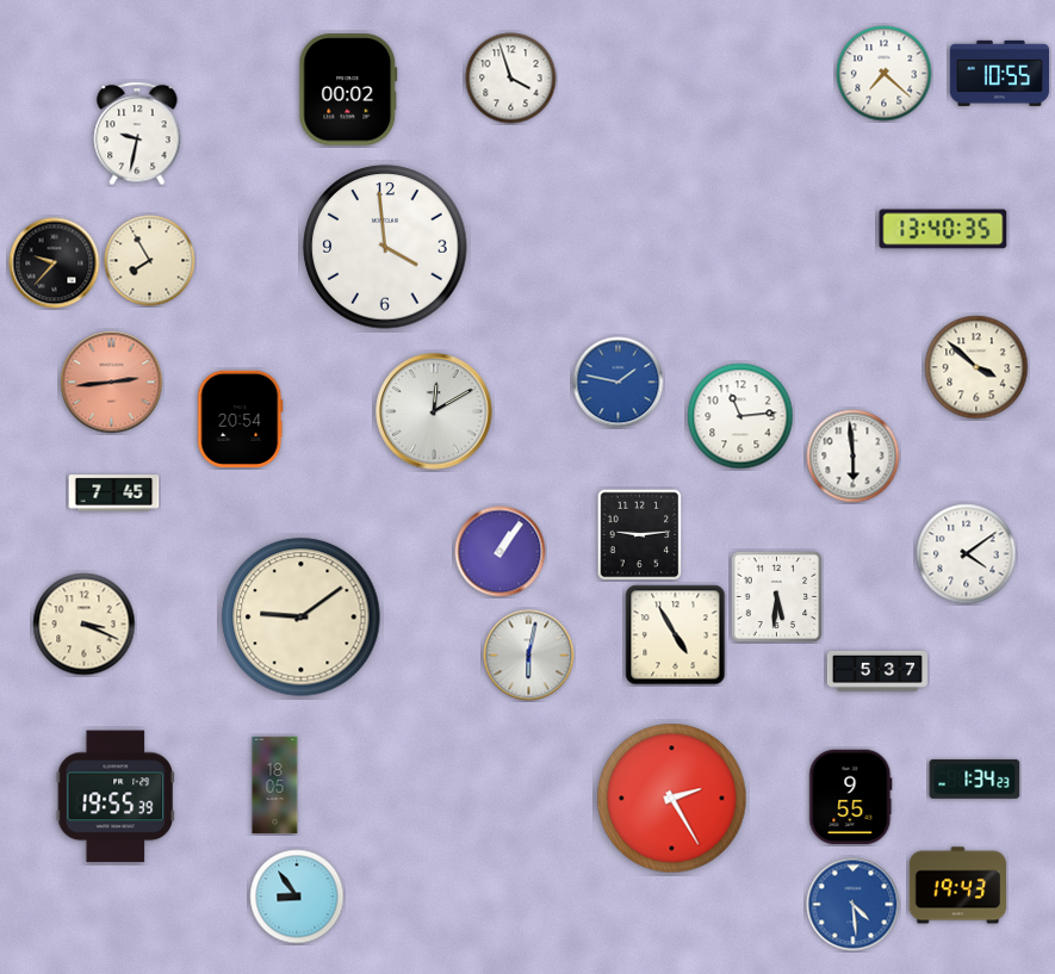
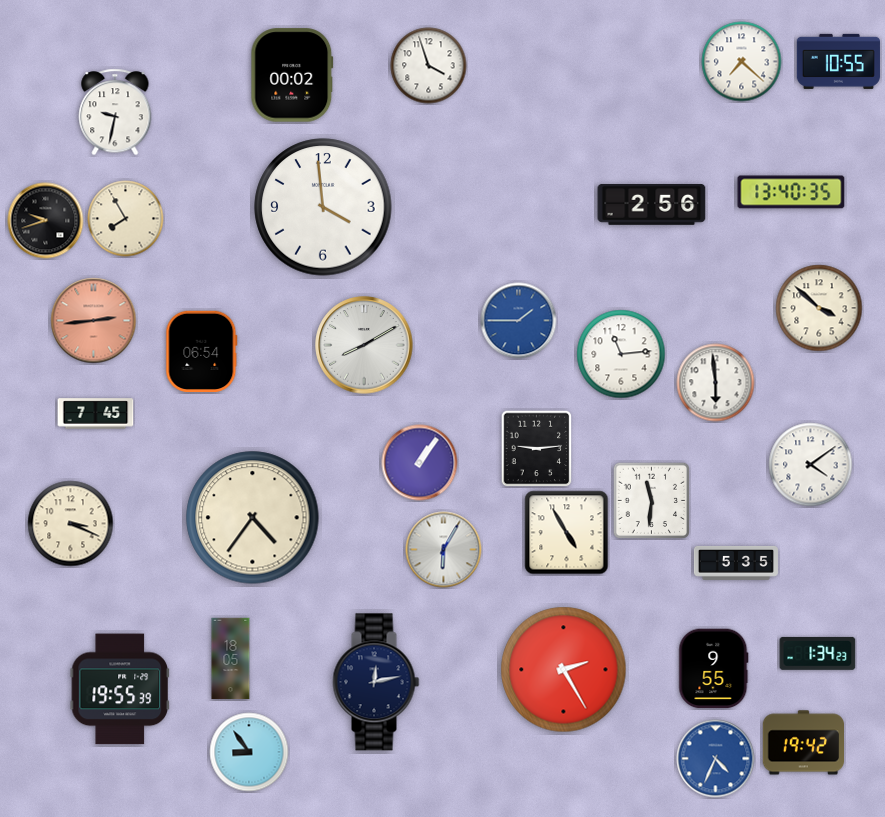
clock at (652, 205): none -> 2:56
clock at (55, 263): 9:37 -> 9:42
clock at (619, 383): 1:47 -> 1:45
clock at (434, 411): 12:10 -> 8:10
clock at (740, 416) position: (740, 416) -> (621, 354)
clock at (241, 420): 20:54 -> 06:54
clock at (776, 596): 5:31 -> 11:31
clock at (302, 618): 9:09 -> 4:36
clock at (529, 656): 6:02 -> 6:05
clock at (877, 671): 5:37 -> 5:35
clock at (116, 796) position: (116, 796) -> (120, 689)
clock at (376, 682): none -> 12:13
clock at (958, 886): 19:43 -> 19:42
clock at (854, 905): 4:29 -> 4:34
